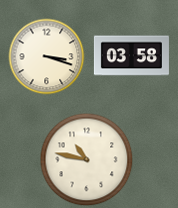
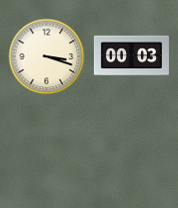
clock at (131, 56): 03:58 -> 00:03
clock at (87, 160): 10:47 -> none
